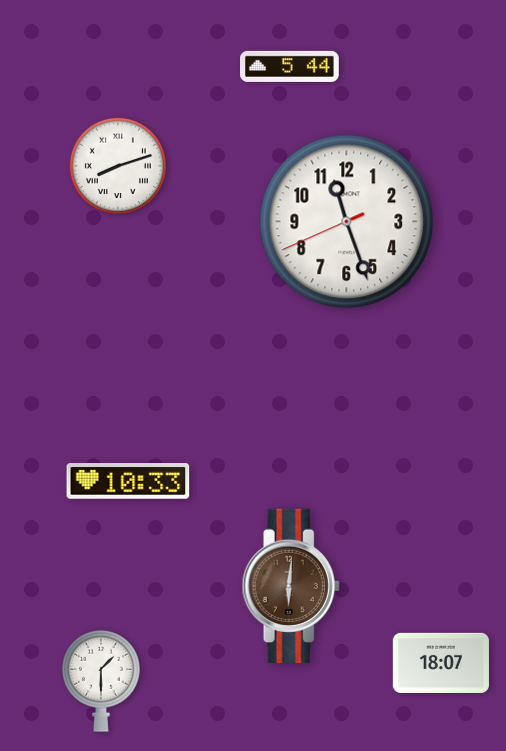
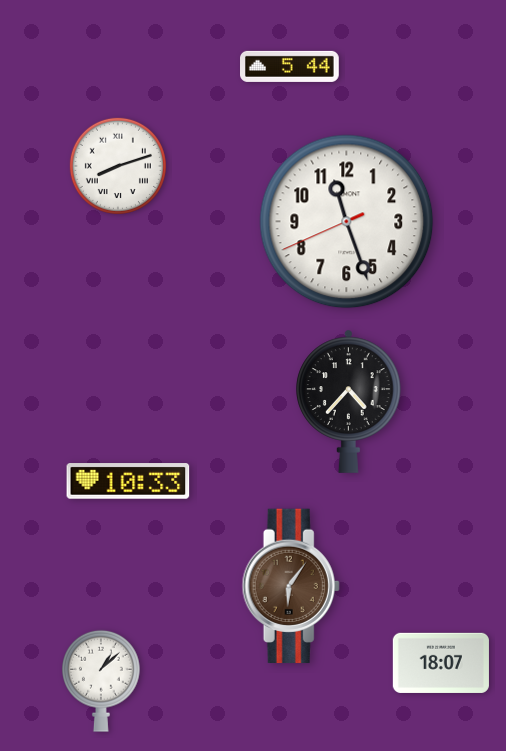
clock at (349, 401): none -> 4:37
clock at (291, 586): 6:01 -> 6:06
clock at (102, 681): 1:30 -> 1:08
